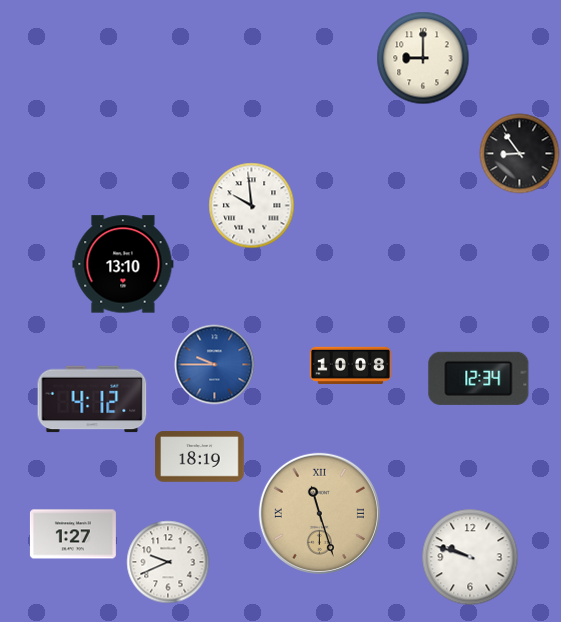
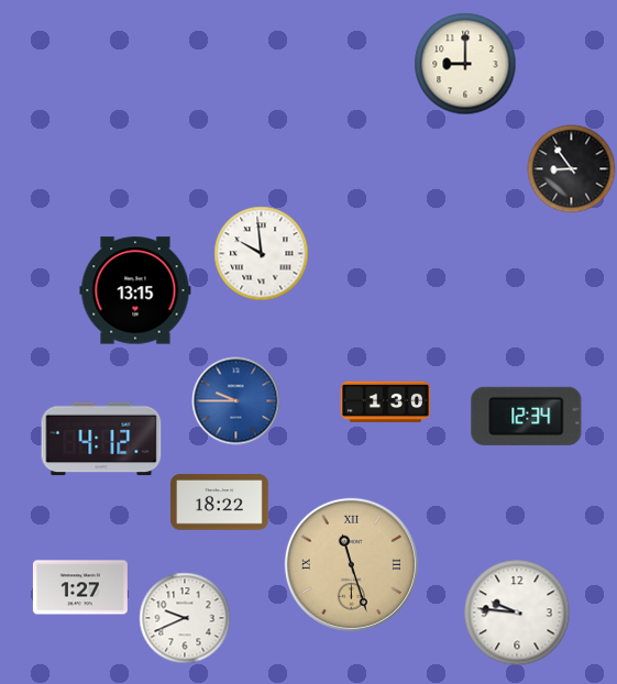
clock at (252, 206) position: (252, 206) -> (262, 254)
clock at (123, 264): 13:10 -> 13:15
clock at (351, 365): 10:08 -> 1:30
clock at (200, 457): 18:19 -> 18:22
clock at (470, 557): 9:48 -> 9:46
